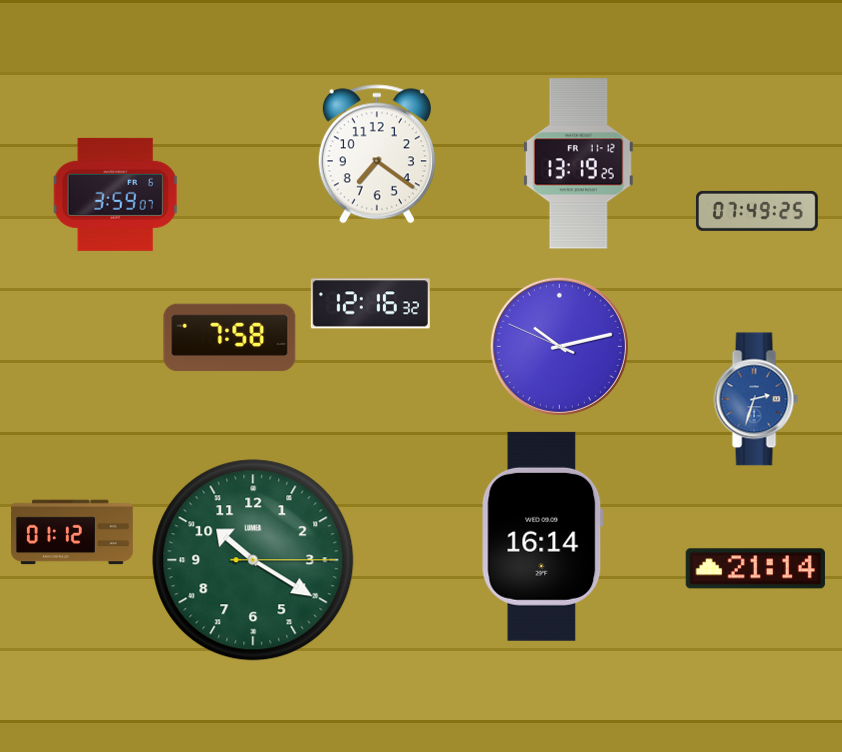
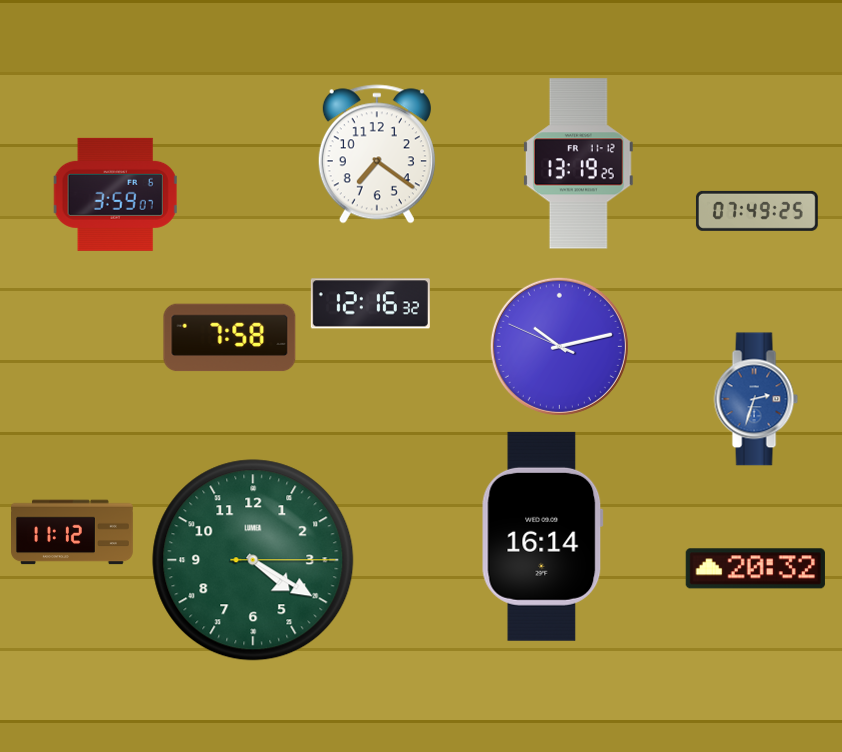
clock at (73, 532): 01:12 -> 11:12
clock at (253, 560): 10:20 -> 4:20
clock at (755, 569): 21:14 -> 20:32
